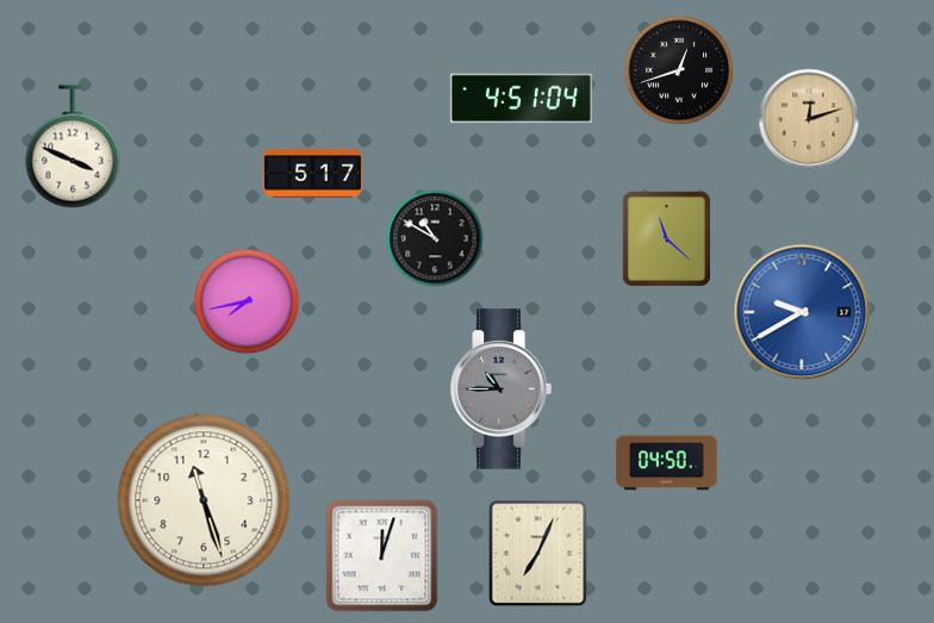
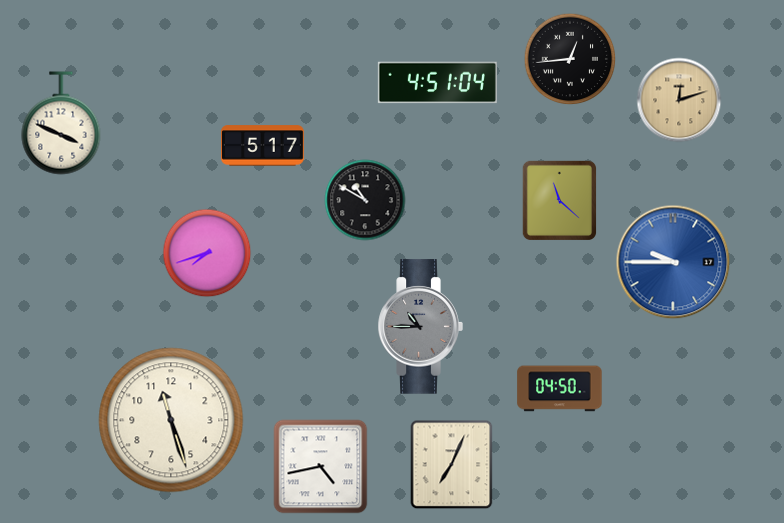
clock at (679, 70): 12:42 -> 12:44
clock at (247, 301): 7:43 -> 7:42
clock at (802, 312): 9:40 -> 9:45
clock at (382, 556): 12:03 -> 4:43
